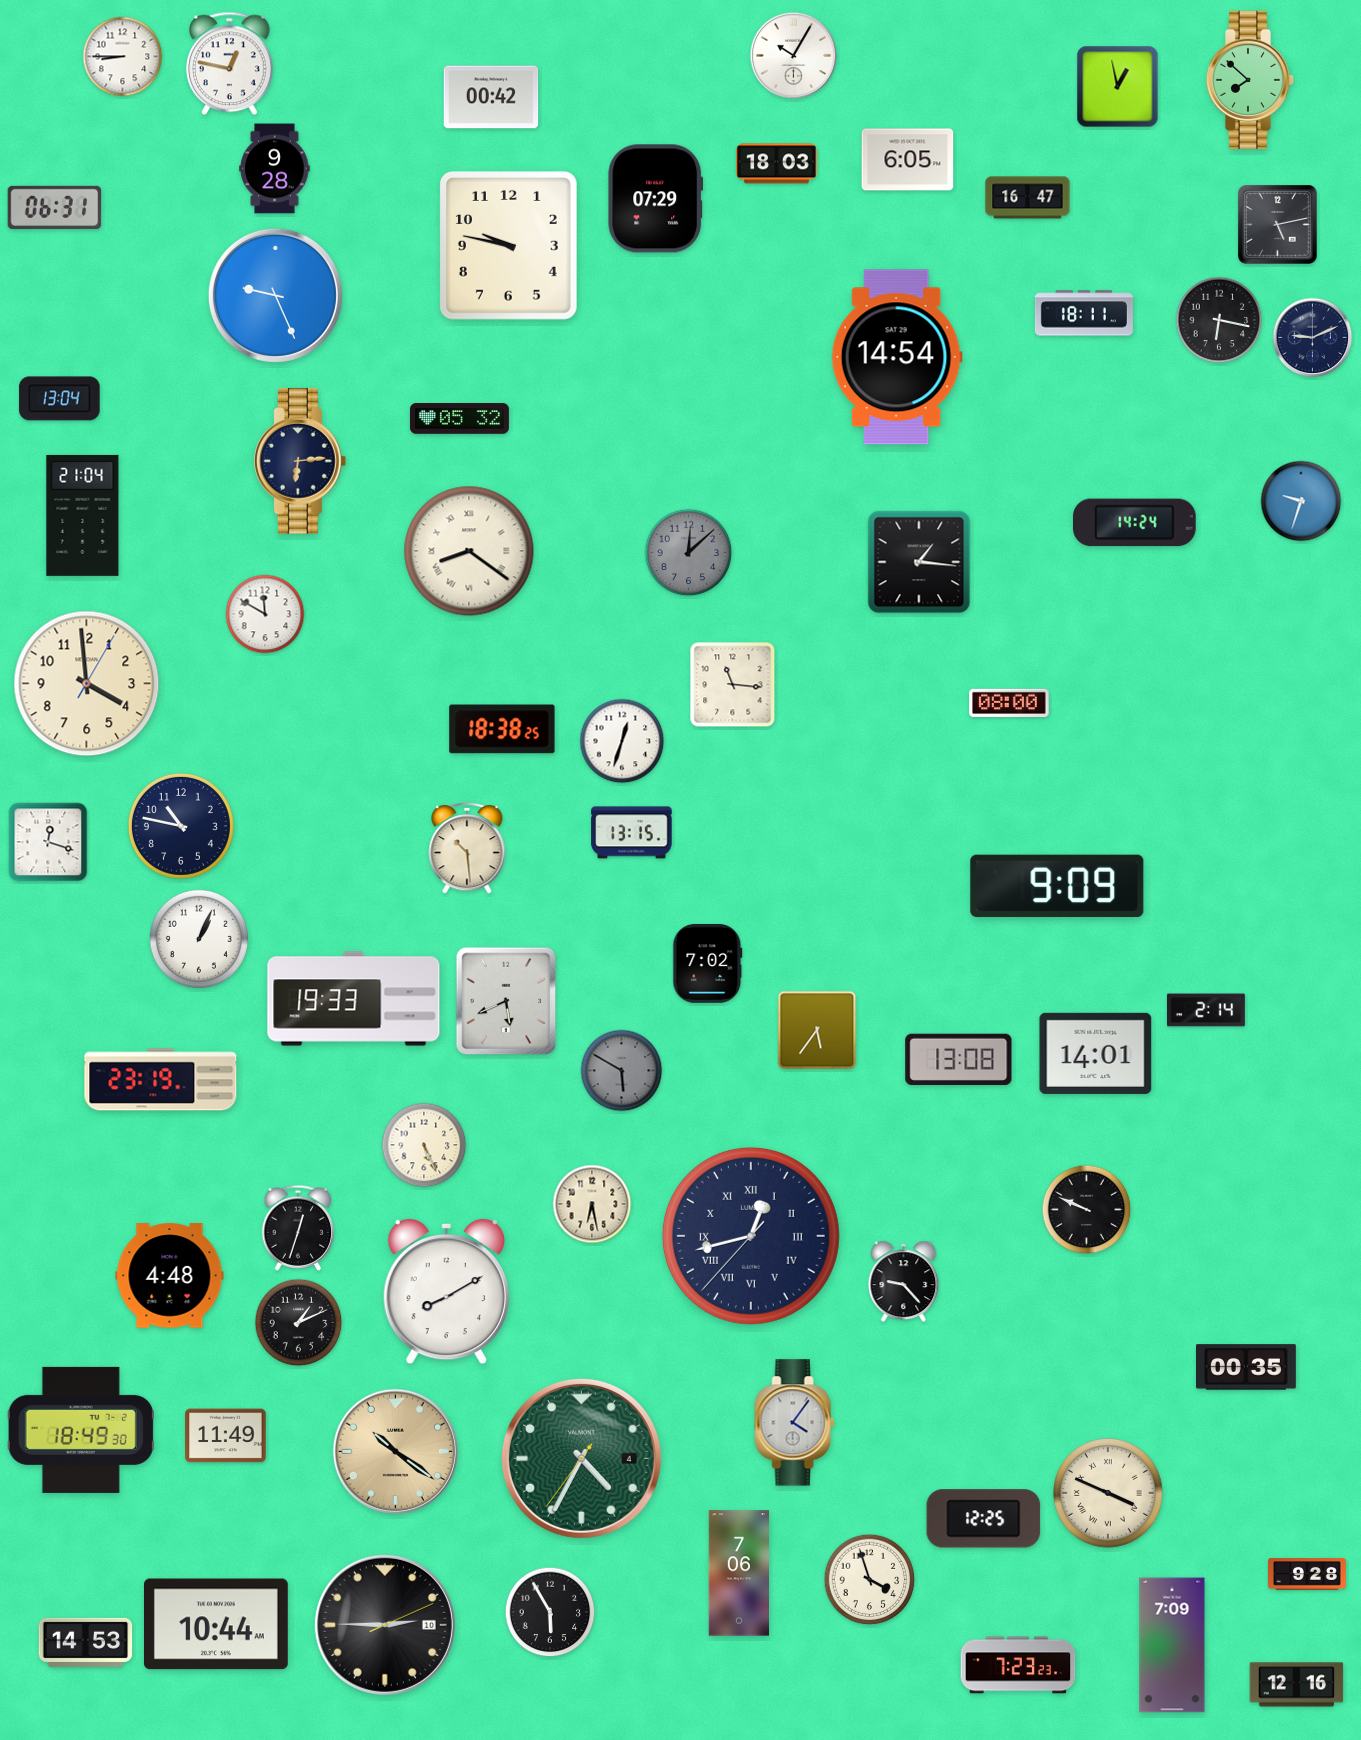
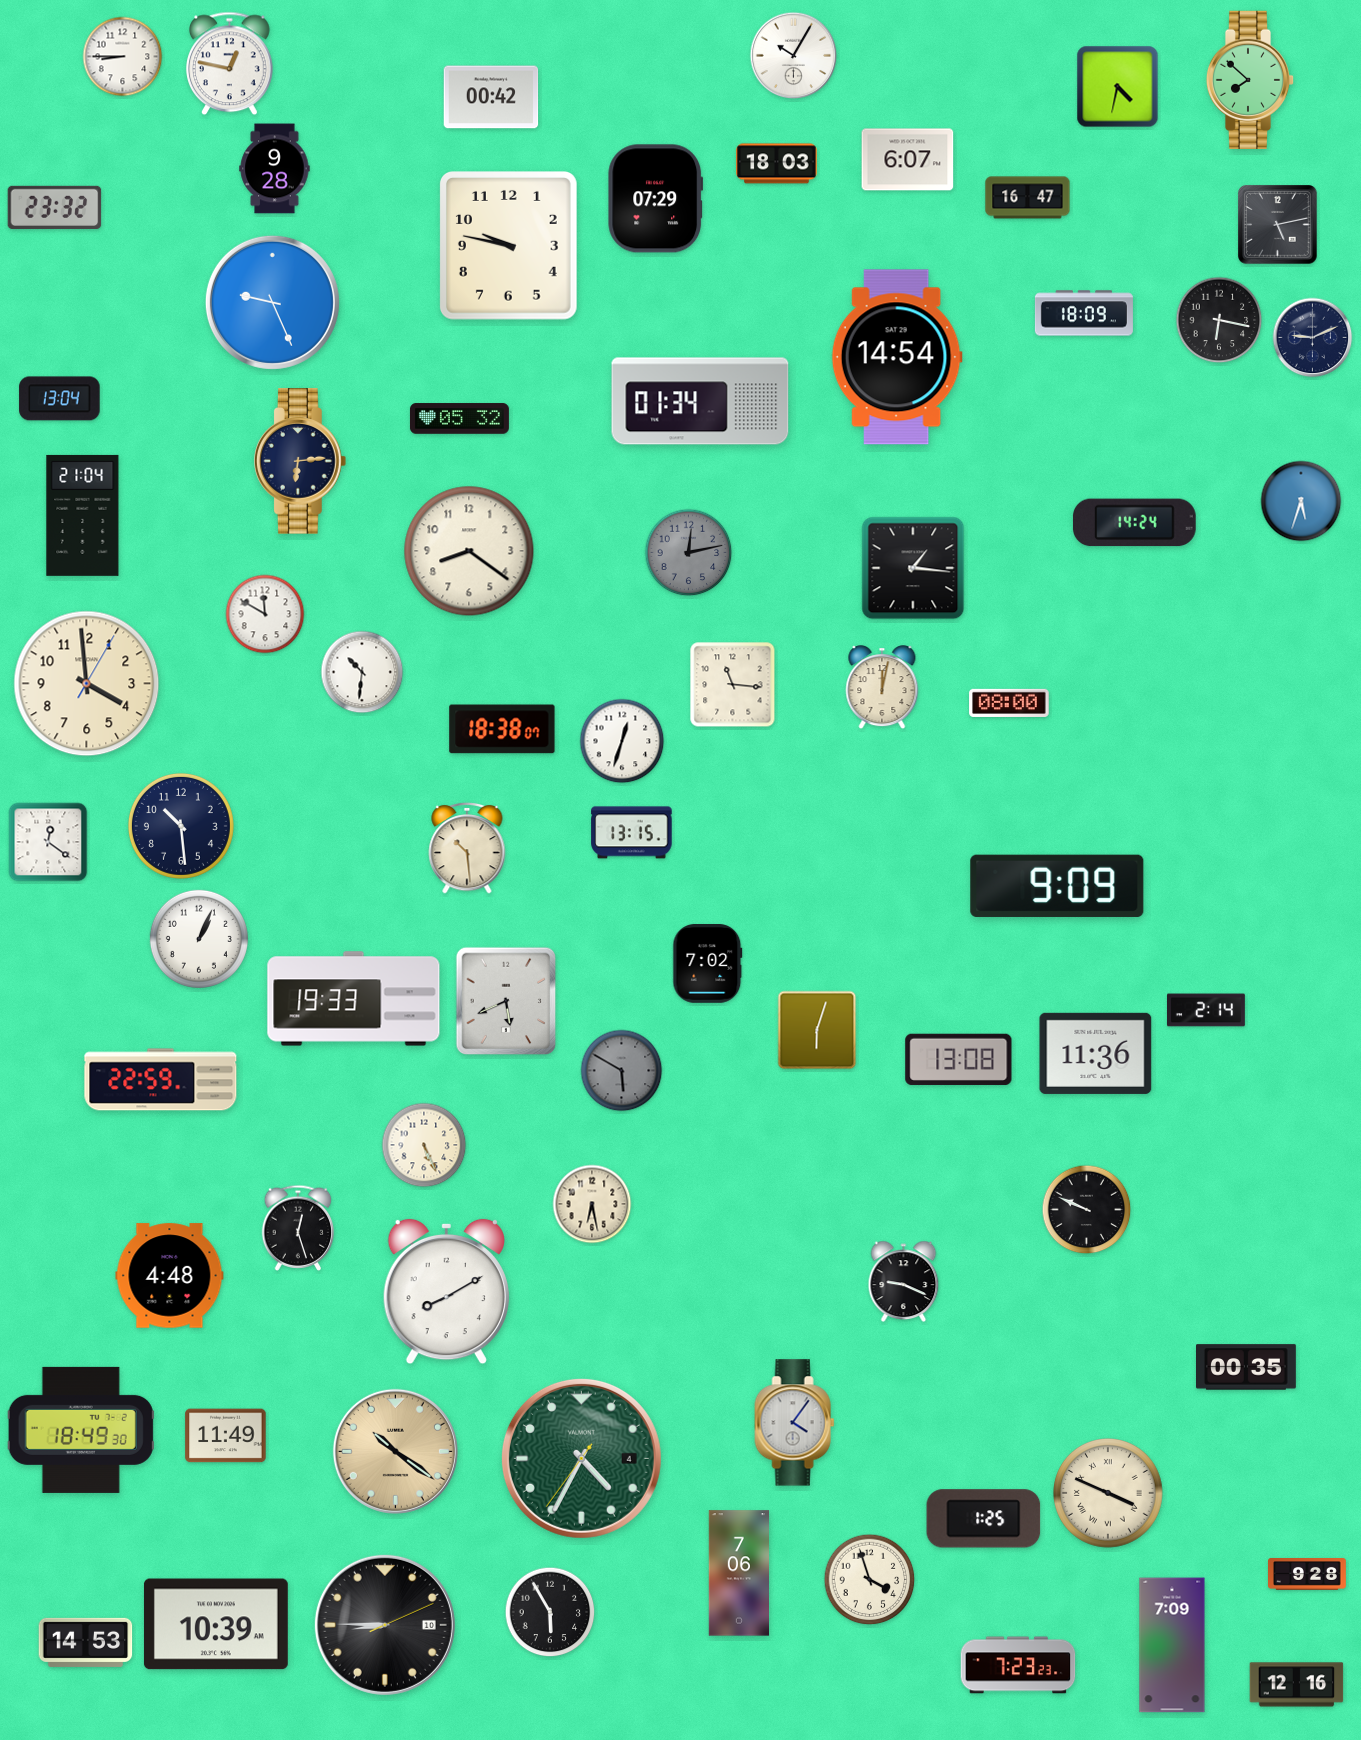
clock at (1118, 87): 12:58 -> 4:32
clock at (908, 160): 6:05 -> 6:07
clock at (55, 207): 06:31 -> 23:32
clock at (275, 295) position: (275, 295) -> (272, 302)
clock at (1084, 313): 18:11 -> 18:09
clock at (700, 401): none -> 01:34
clock at (1301, 501): 9:33 -> 5:33
clock at (469, 551) numerals: Roman -> Arabic
clock at (689, 553): 12:08 -> 12:13
clock at (919, 562) position: (919, 562) -> (913, 568)
clock at (362, 672): none -> 10:31
clock at (882, 688): none -> 12:02
clock at (502, 729): 18:38:25 -> 18:38:07
clock at (181, 826): 10:47 -> 10:29
clock at (48, 842): 12:18 -> 12:21
clock at (817, 1030): 5:36 -> 6:03
clock at (1096, 1053): 14:01 -> 11:36
clock at (161, 1080): 23:19 -> 22:59
clock at (298, 1228): 12:33 -> 12:27
clock at (751, 1236): 12:42 -> none
clock at (904, 1281): 9:23 -> 9:19
clock at (299, 1323): 1:11 -> none
clock at (984, 1519): 12:25 -> 1:25
clock at (216, 1624): 10:44 -> 10:39
clock at (385, 1625): 2:45 -> 8:45
